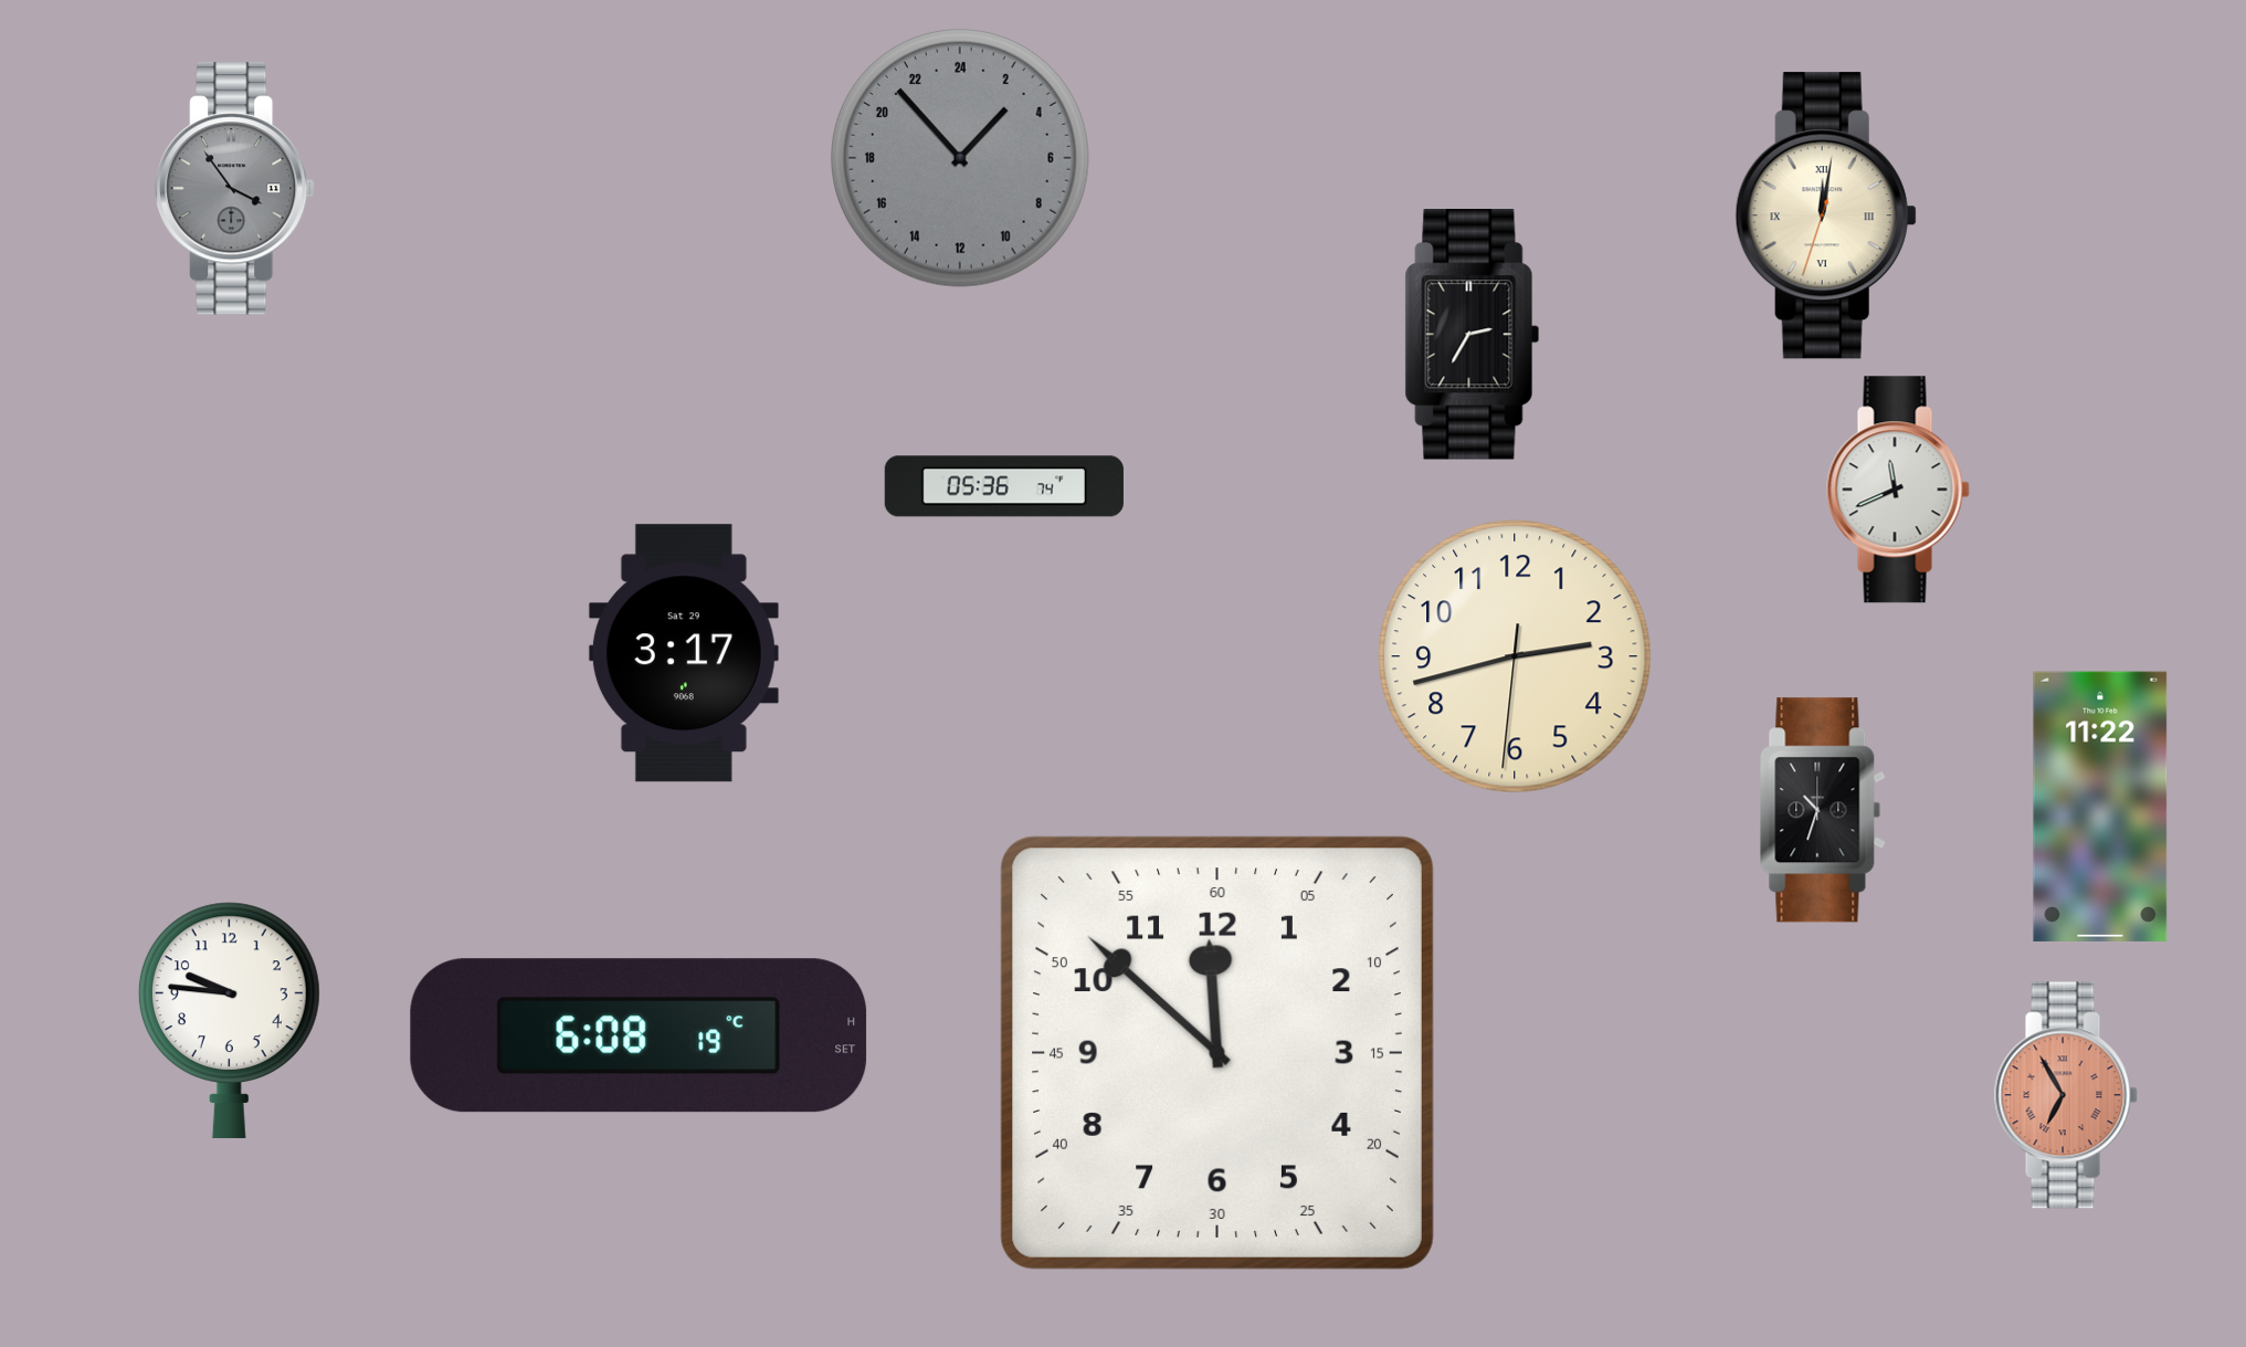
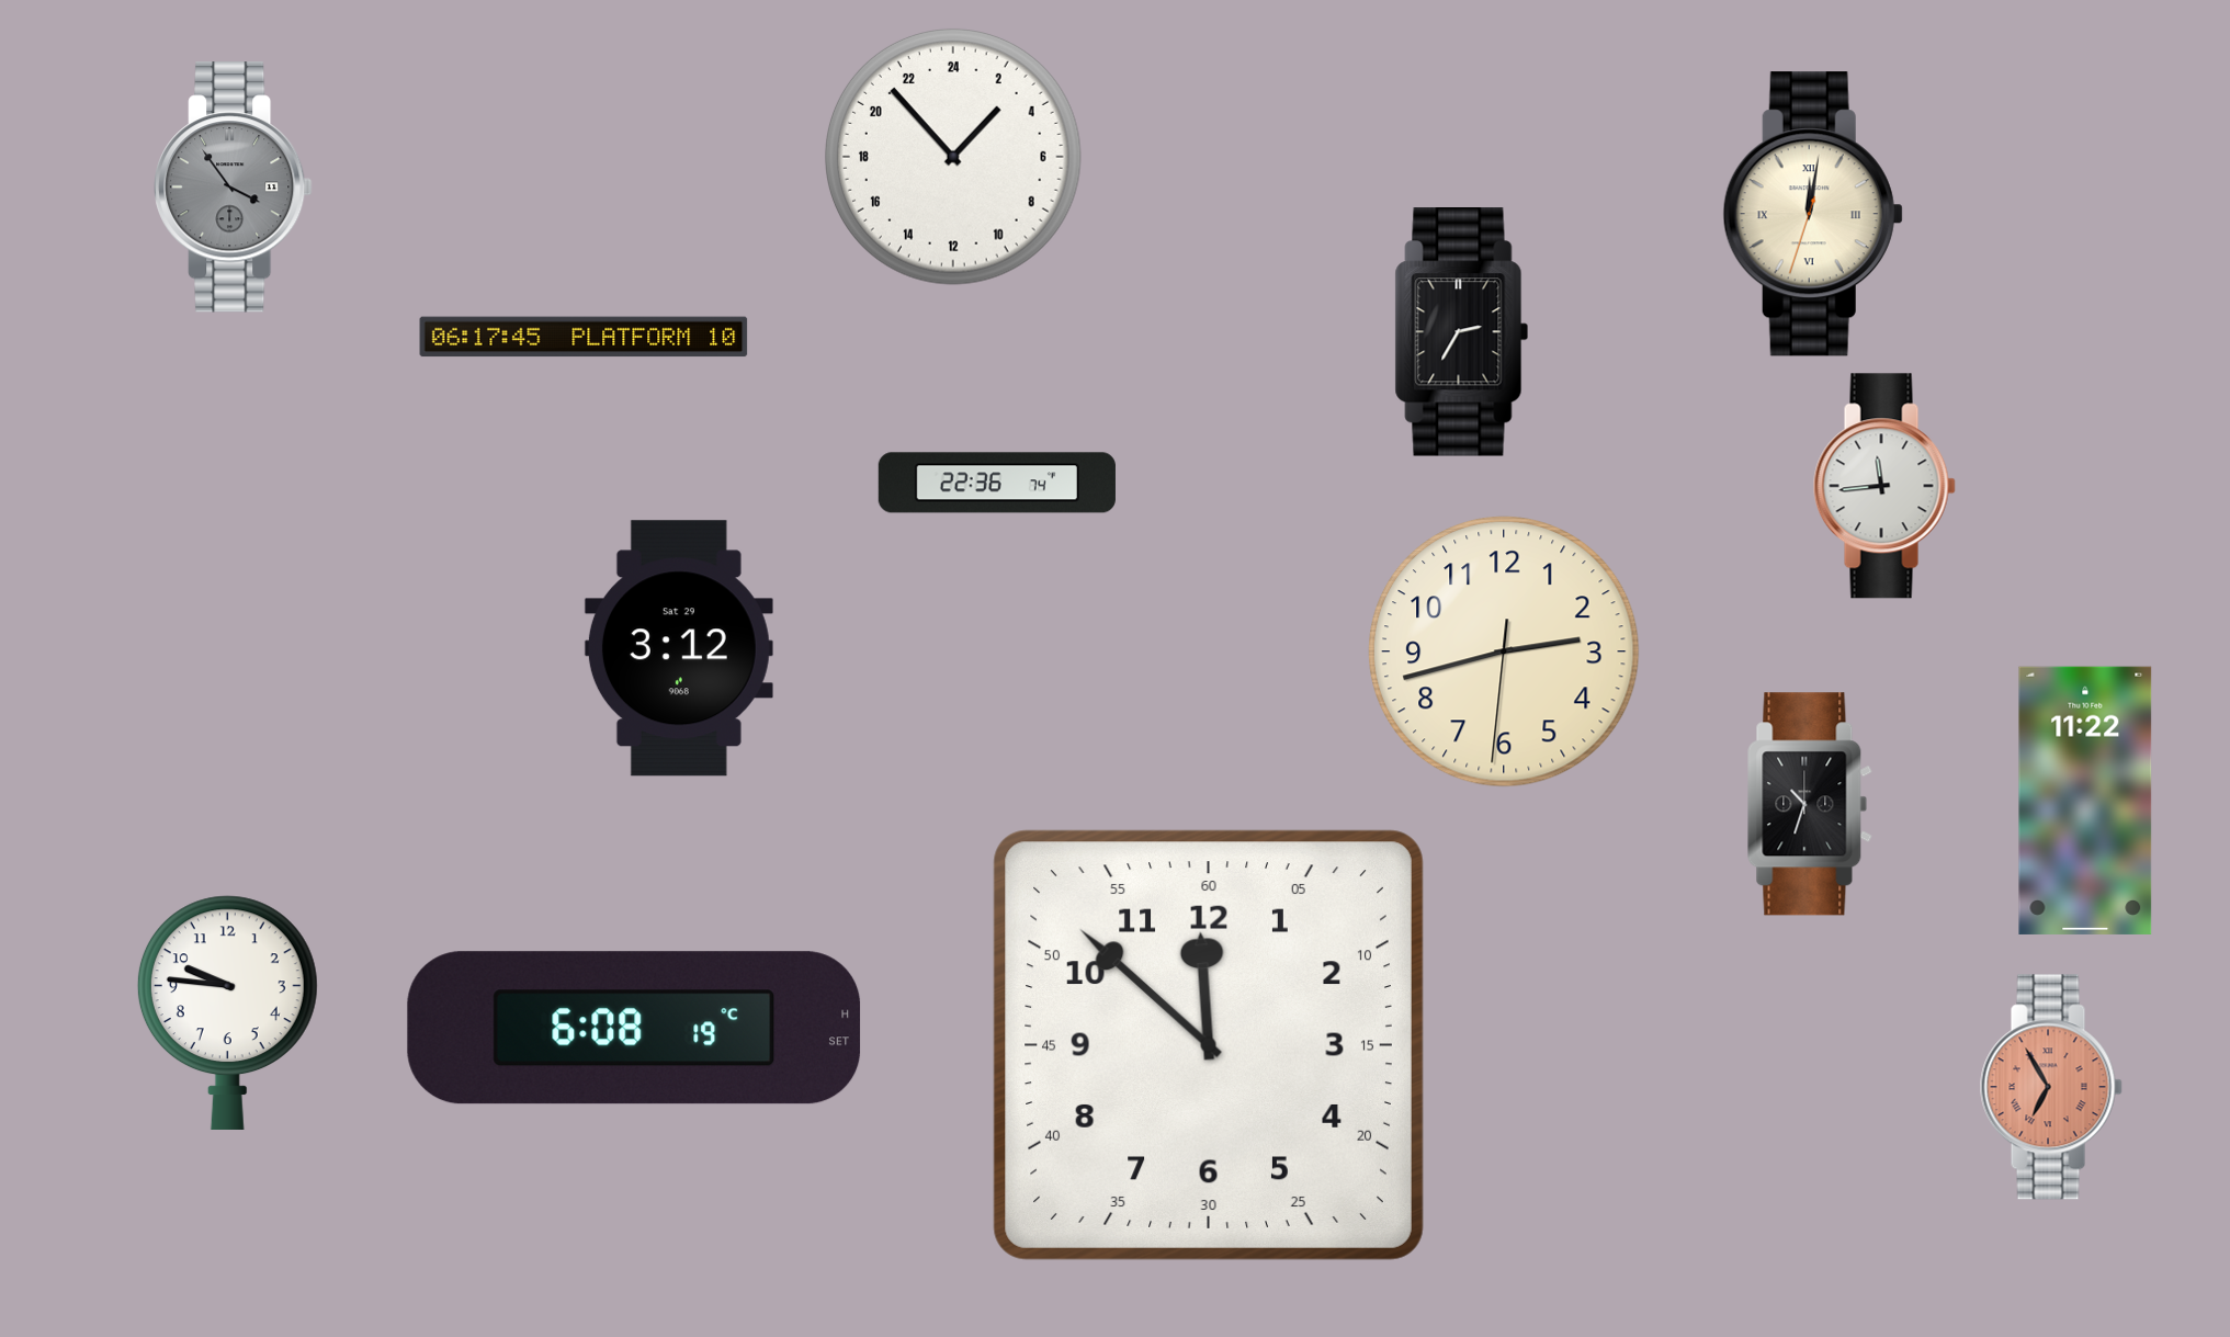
clock at (960, 158) dial: grey -> white
clock at (584, 337): none -> 06:17
clock at (1004, 486): 05:36 -> 22:36
clock at (1898, 490): 11:41 -> 11:44
clock at (684, 653): 3:17 -> 3:12
